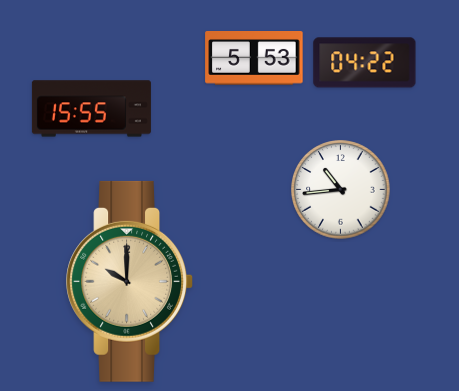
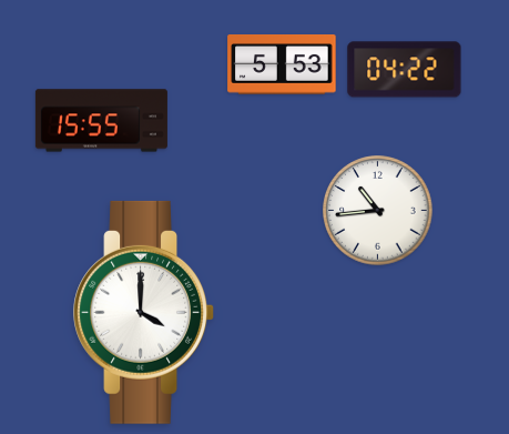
clock at (129, 281): 10:00 -> 4:00
clock at (129, 281) dial: champagne -> white
